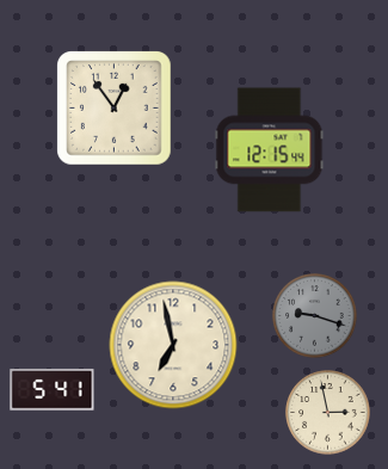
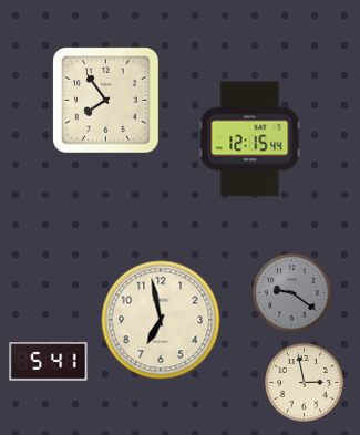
clock at (115, 109): 12:54 -> 7:54
clock at (315, 316): 9:18 -> 9:21
